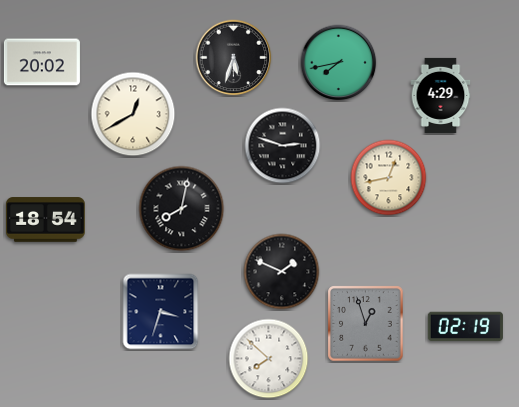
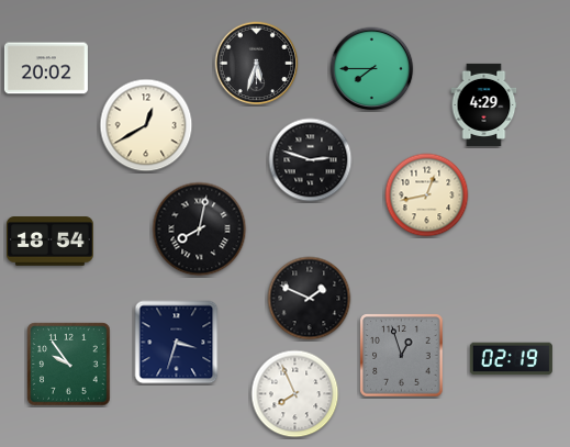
clock at (339, 63): 7:43 -> 7:45
clock at (69, 365): none -> 9:54
clock at (269, 359): 7:52 -> 7:56
